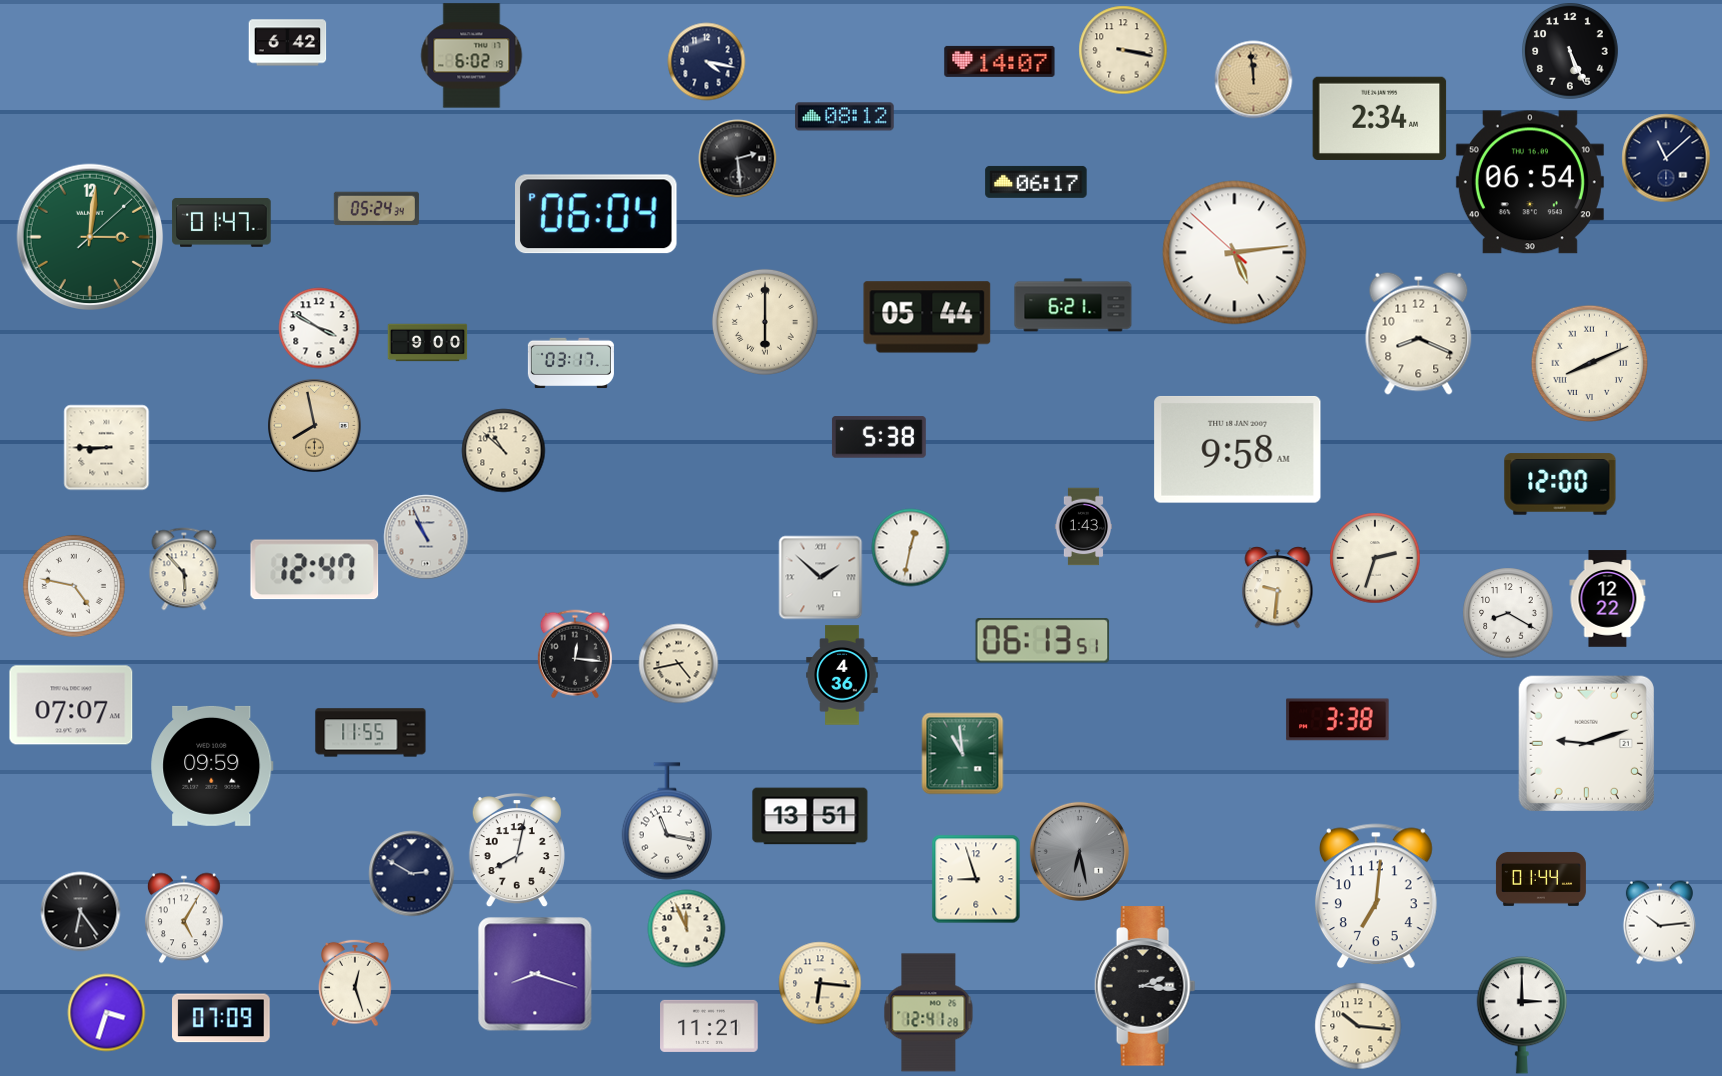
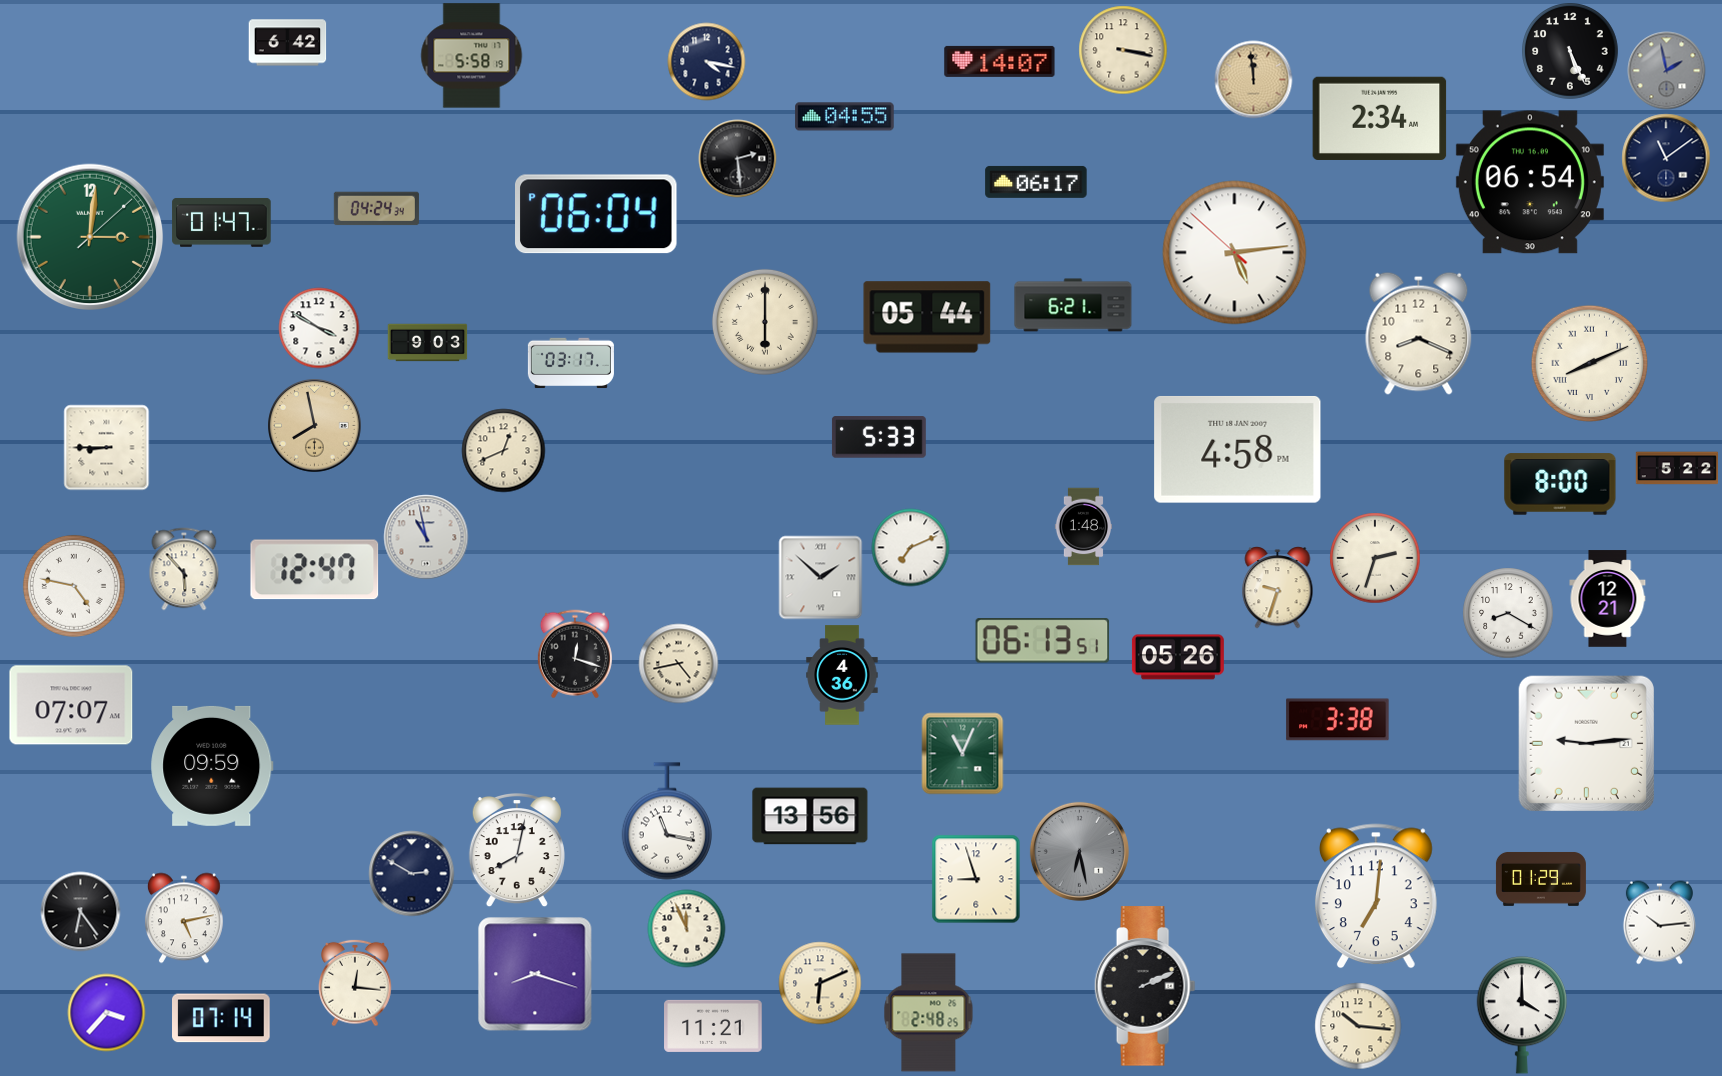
clock at (472, 56): 6:02 -> 5:58
clock at (1666, 70): none -> 1:58
clock at (845, 117): 08:12 -> 04:55
clock at (1666, 158): 11:08 -> 11:09
clock at (376, 209): 05:24 -> 04:24
clock at (427, 343): 9:00 -> 9:03
clock at (879, 437): 5:38 -> 5:33
clock at (1238, 449): 9:58 -> 4:58
clock at (503, 450): 10:52 -> 12:41
clock at (1677, 468): none -> 5:22
clock at (1560, 484): 12:00 -> 8:00
clock at (1083, 526): 1:43 -> 1:48
clock at (426, 537): 10:56 -> 10:58
clock at (910, 547): 12:32 -> 7:11
clock at (1278, 587): 9:31 -> 9:33
clock at (1608, 599): 12:22 -> 12:21
clock at (575, 654): 12:16 -> 12:18
clock at (1178, 657): none -> 05:26
clock at (371, 733): 11:55 -> none
clock at (1586, 743): 9:12 -> 9:14
clock at (962, 753): 10:59 -> 11:04
clock at (810, 816): 13:51 -> 13:56
clock at (1541, 879): 01:44 -> 01:29
clock at (184, 918): 5:05 -> 5:13
clock at (355, 983): 12:27 -> 12:16
clock at (820, 983): 6:16 -> 6:11
clock at (1145, 986): 2:16 -> 2:11
clock at (106, 1012): 3:33 -> 3:37
clock at (929, 1013): 12:41 -> 2:48
clock at (1521, 1015): 3:00 -> 4:00
clock at (222, 1018): 07:09 -> 07:14
clock at (709, 1026) position: (709, 1026) -> (713, 1026)
